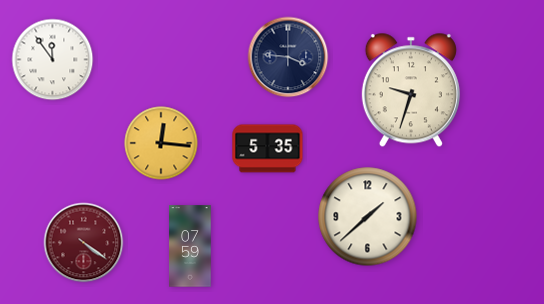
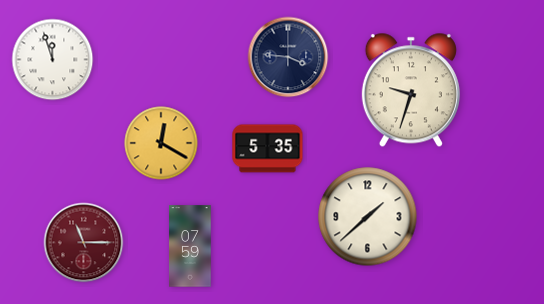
clock at (53, 60): 11:54 -> 11:57
clock at (161, 143): 12:16 -> 12:20
clock at (84, 243): 4:21 -> 11:15
